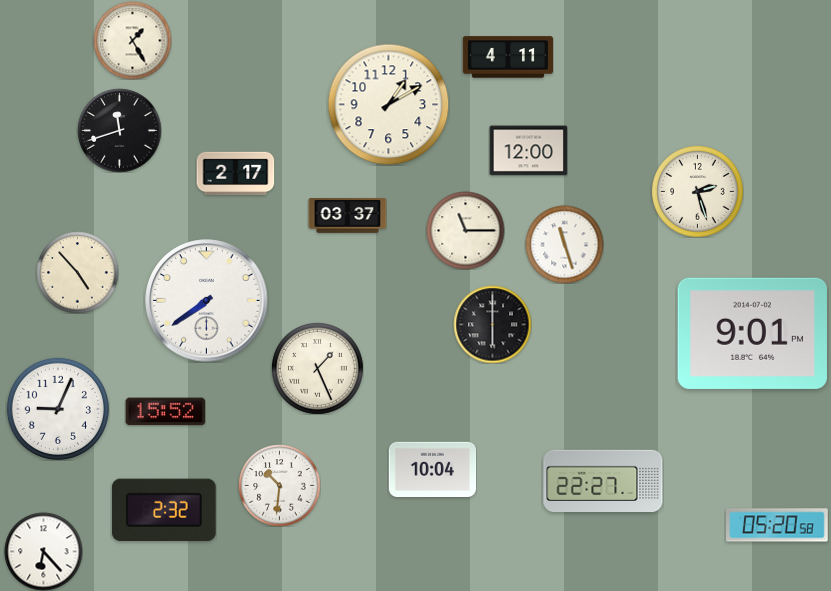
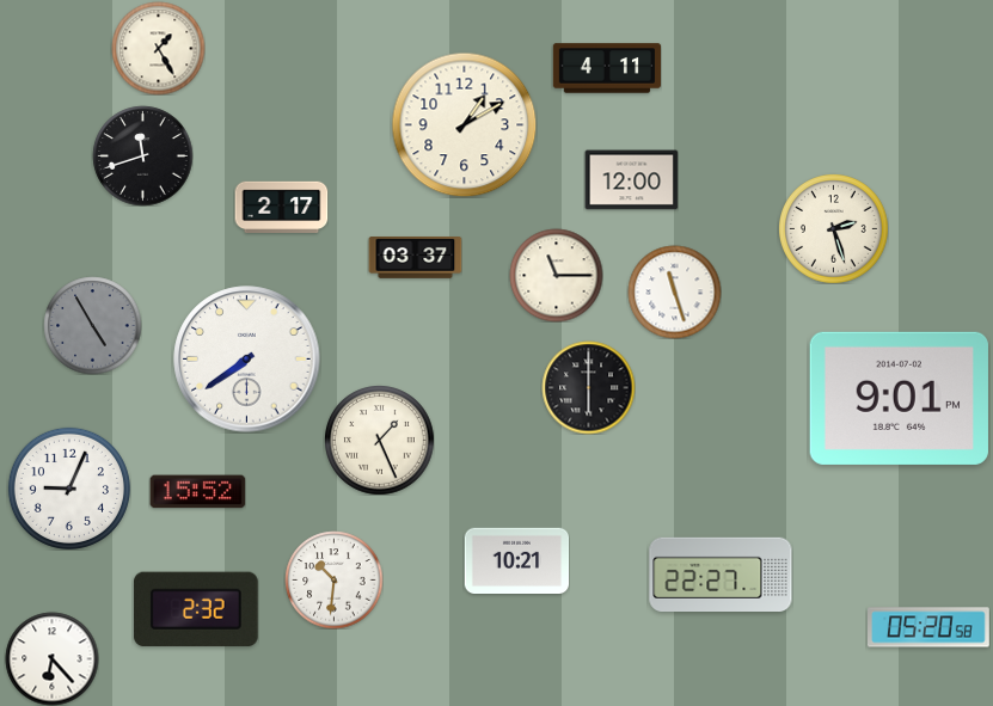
clock at (77, 272): 4:53 -> 4:55
clock at (77, 272) dial: cream -> grey
clock at (432, 470): 10:04 -> 10:21
